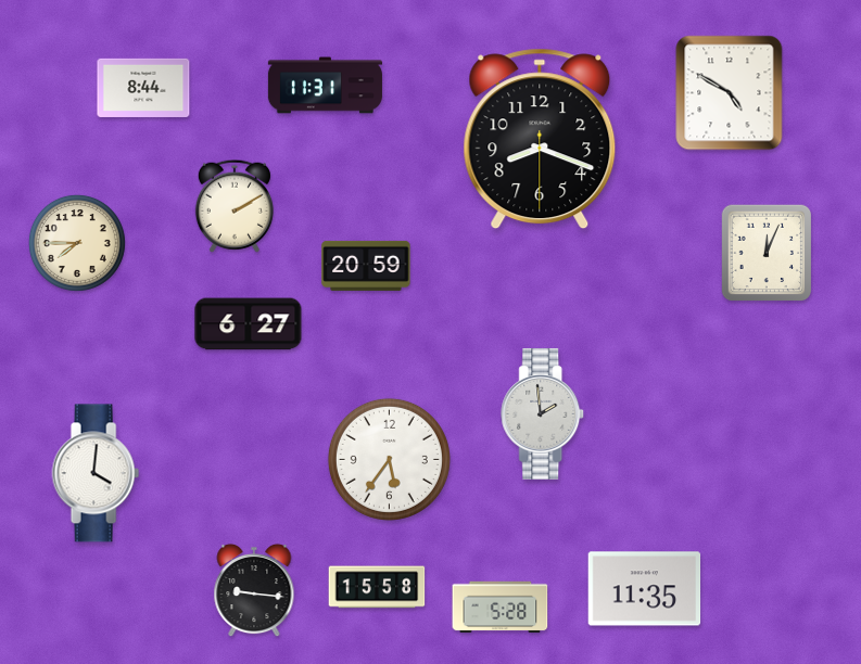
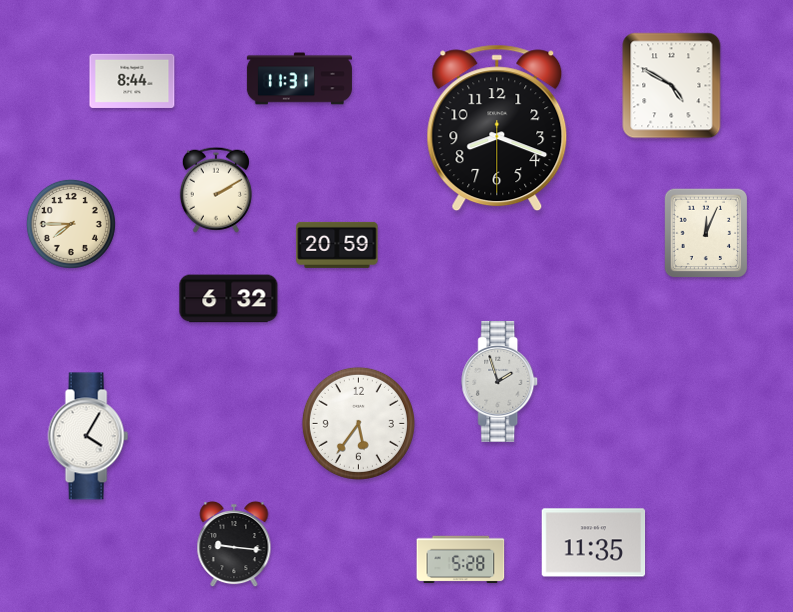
clock at (249, 324): 6:27 -> 6:32
clock at (543, 413): 1:59 -> 1:57
clock at (96, 473): 4:01 -> 4:05
clock at (377, 587): 15:58 -> none
